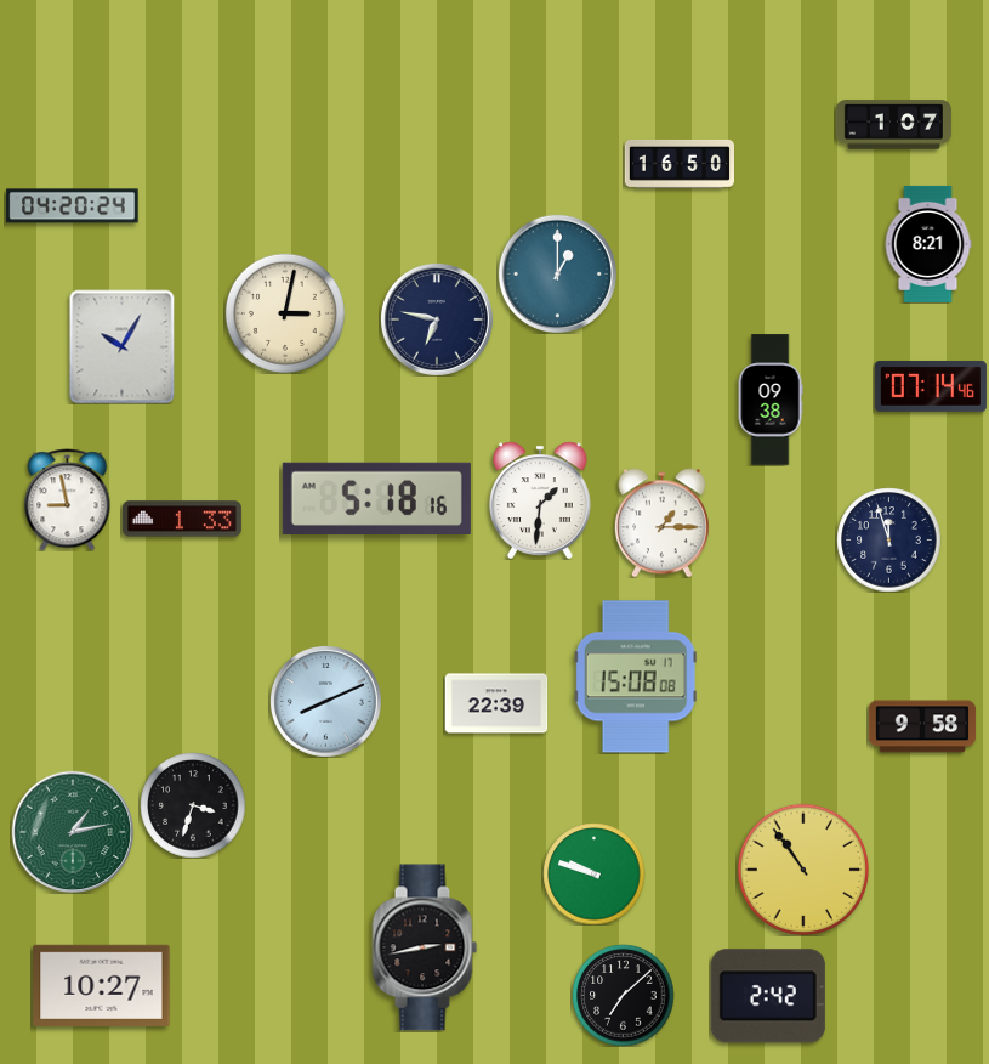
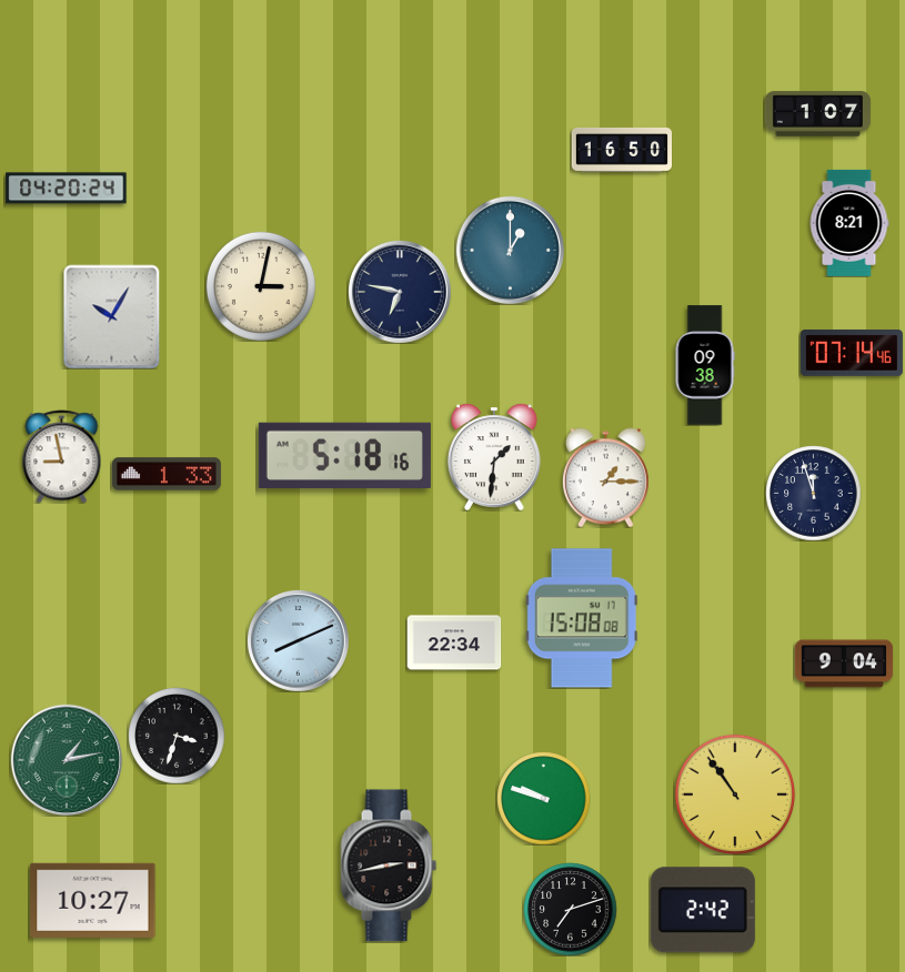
clock at (496, 703): 22:39 -> 22:34
clock at (922, 726): 9:58 -> 9:04
clock at (623, 995): 7:08 -> 7:12
